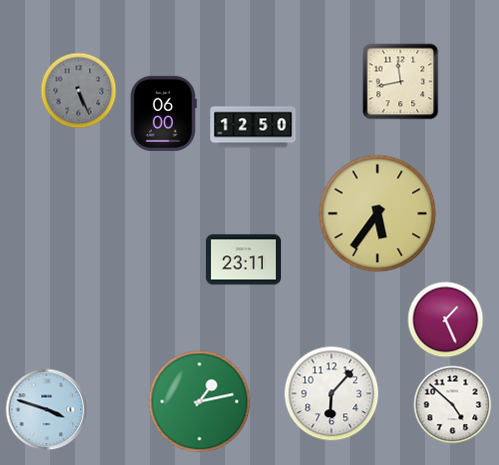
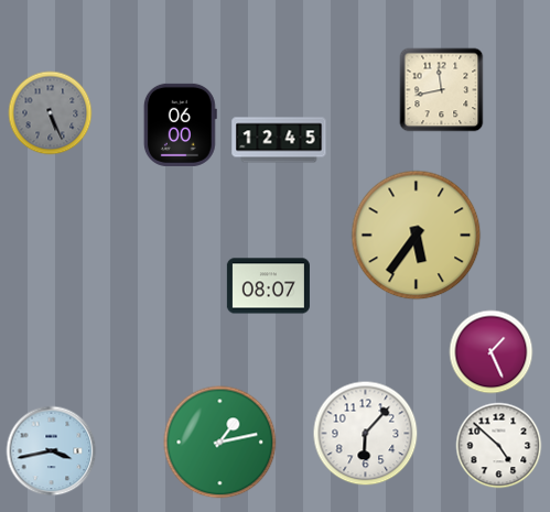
clock at (79, 91) position: (79, 91) -> (51, 113)
clock at (253, 127): 12:50 -> 12:45
clock at (243, 260): 23:11 -> 08:07
clock at (47, 410): 3:48 -> 3:43
